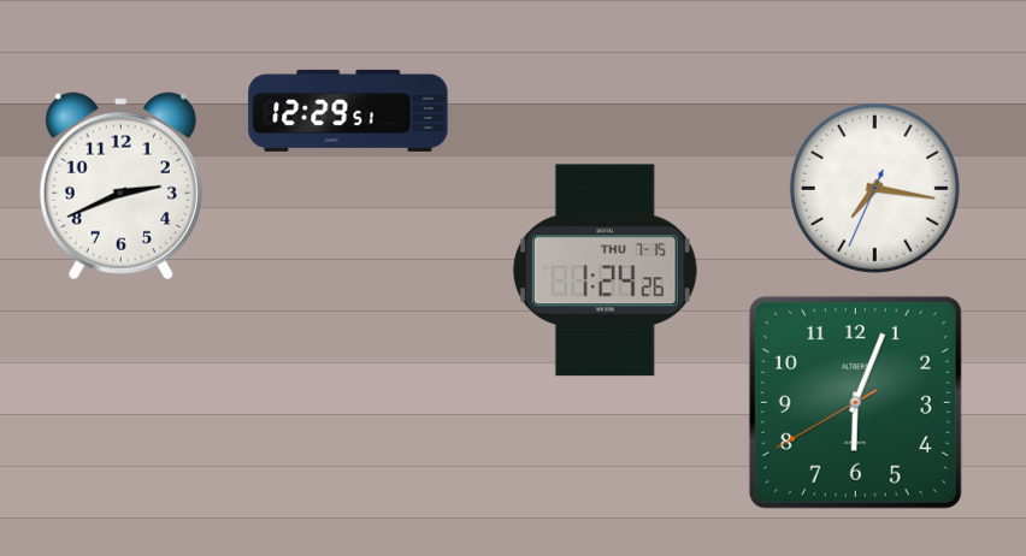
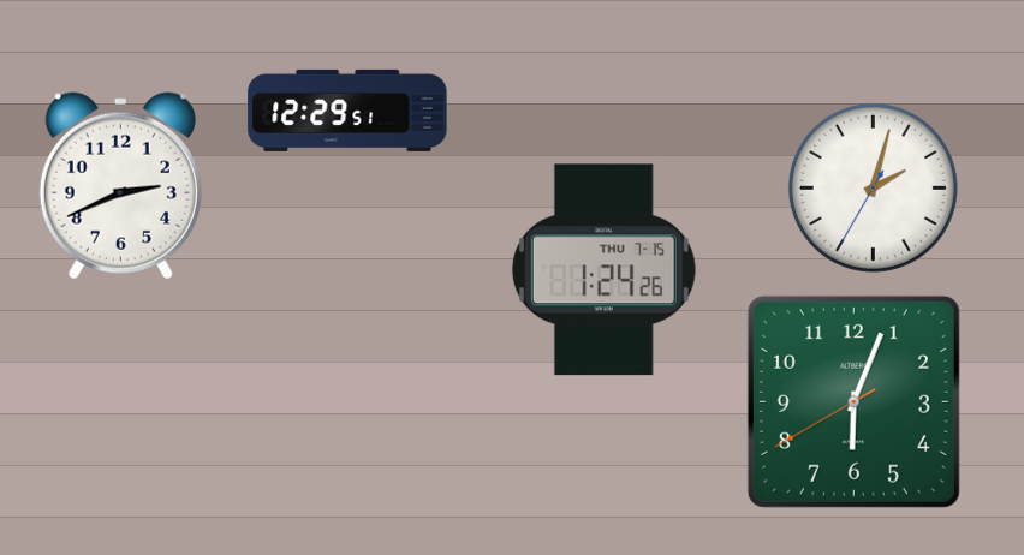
clock at (874, 188): 7:16 -> 2:02
